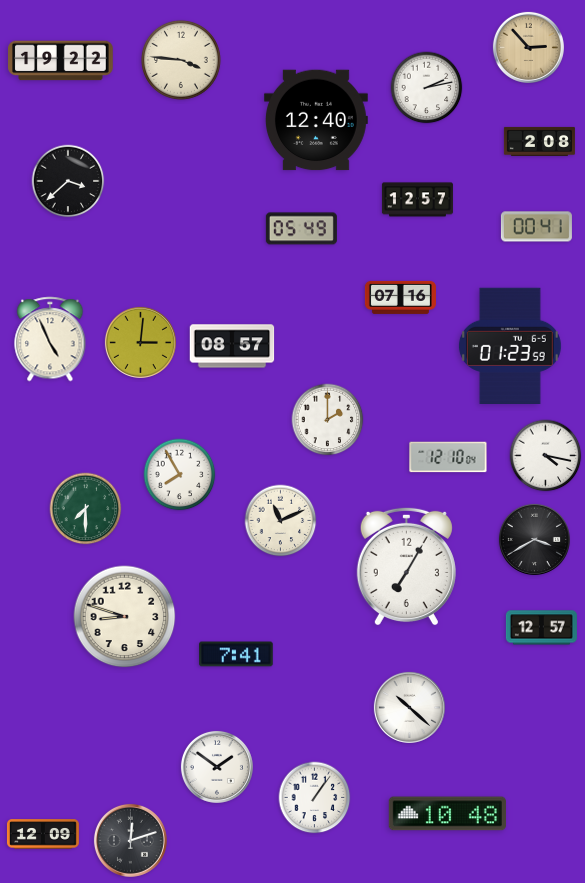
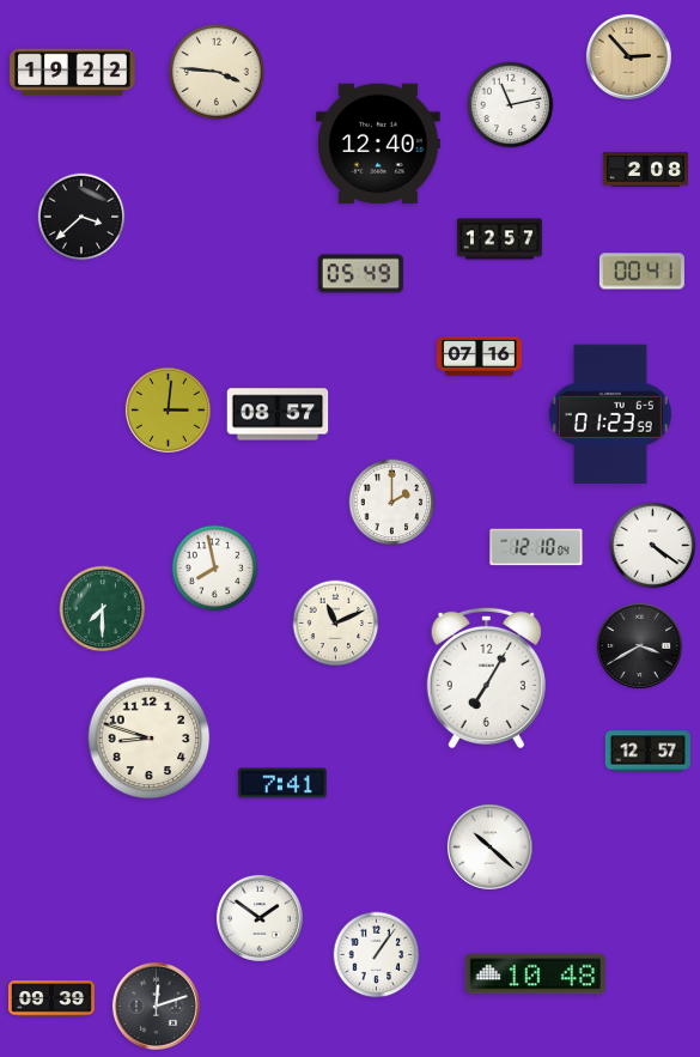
clock at (528, 47) position: (528, 47) -> (628, 56)
clock at (427, 88): 2:13 -> 11:13
clock at (50, 339): 4:56 -> none
clock at (546, 456): 4:17 -> 4:21
clock at (180, 475): 7:55 -> 7:58
clock at (43, 834): 12:09 -> 09:39
